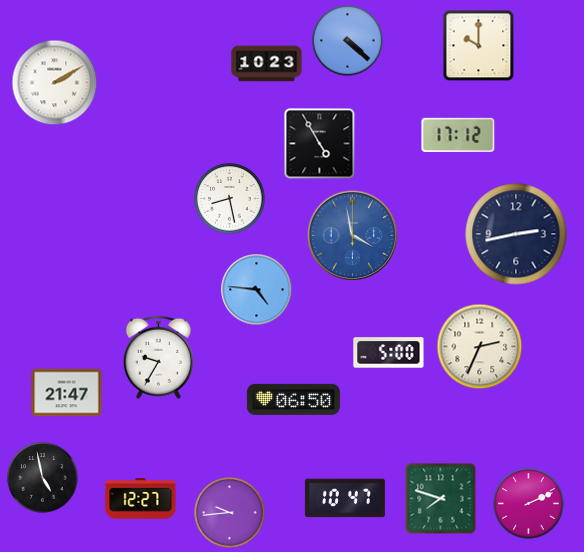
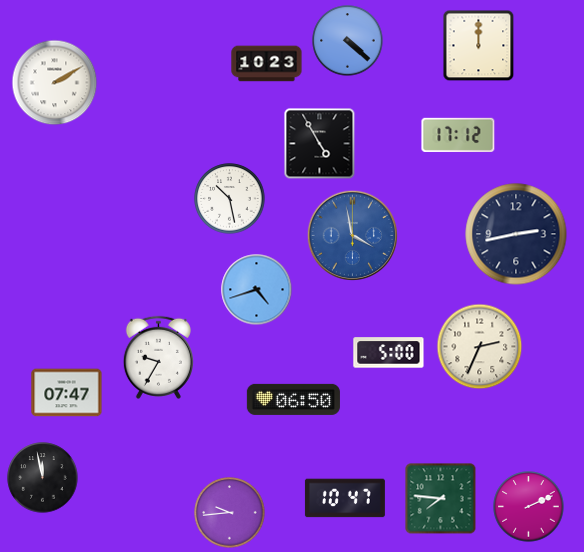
clock at (479, 46): 10:00 -> 12:00
clock at (230, 199): 8:28 -> 10:28
clock at (257, 290): 4:46 -> 4:42
clock at (67, 393): 21:47 -> 07:47
clock at (43, 478): 4:58 -> 11:58
clock at (141, 499): 12:27 -> none
clock at (441, 499): 7:48 -> 7:46
clock at (529, 504) position: (529, 504) -> (529, 507)
